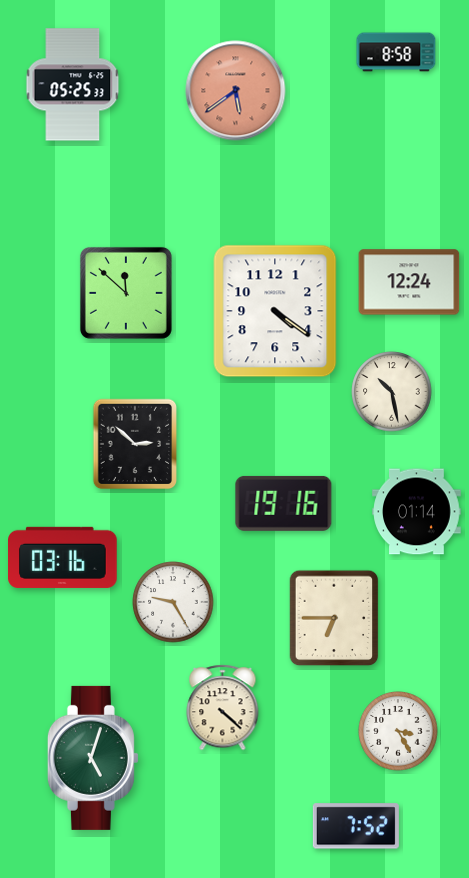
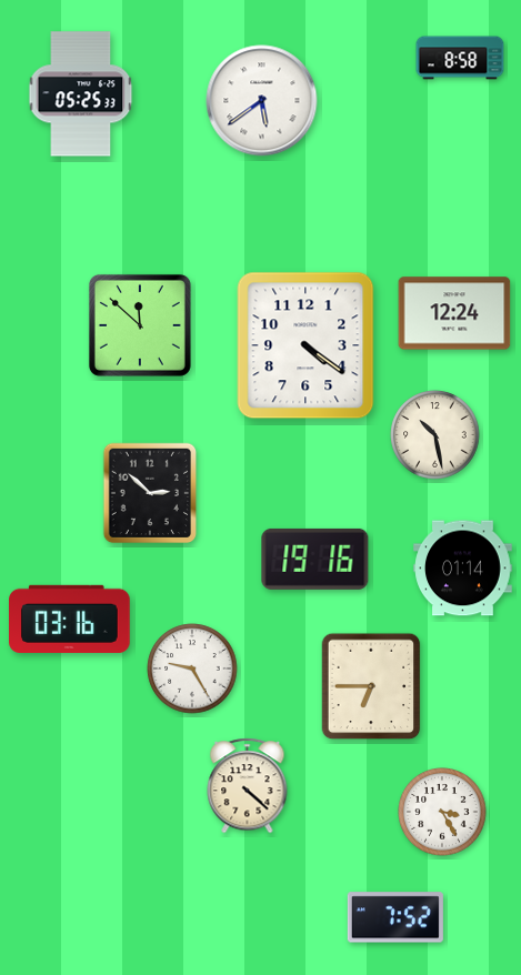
clock at (396, 52) position: (396, 52) -> (460, 58)
clock at (236, 91) dial: salmon -> white
clock at (93, 758): 5:03 -> none
